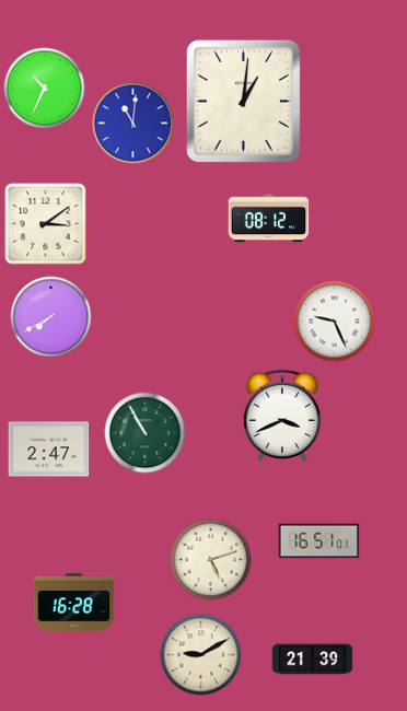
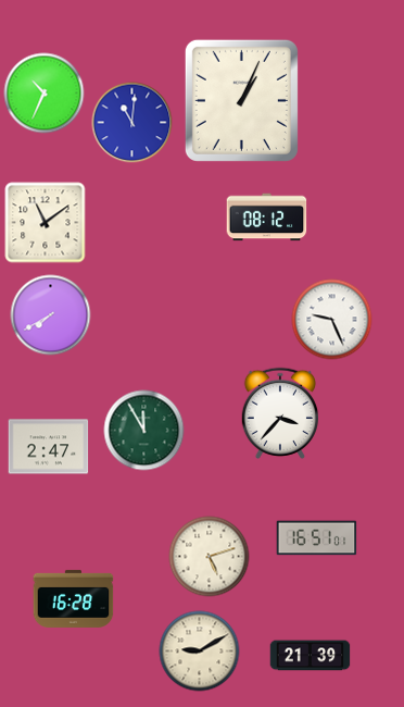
clock at (45, 89) position: (45, 89) -> (45, 94)
clock at (243, 101): 1:01 -> 1:04
clock at (46, 224): 3:09 -> 11:09
clock at (281, 416): 3:41 -> 3:37
clock at (146, 433): 10:55 -> 11:55
